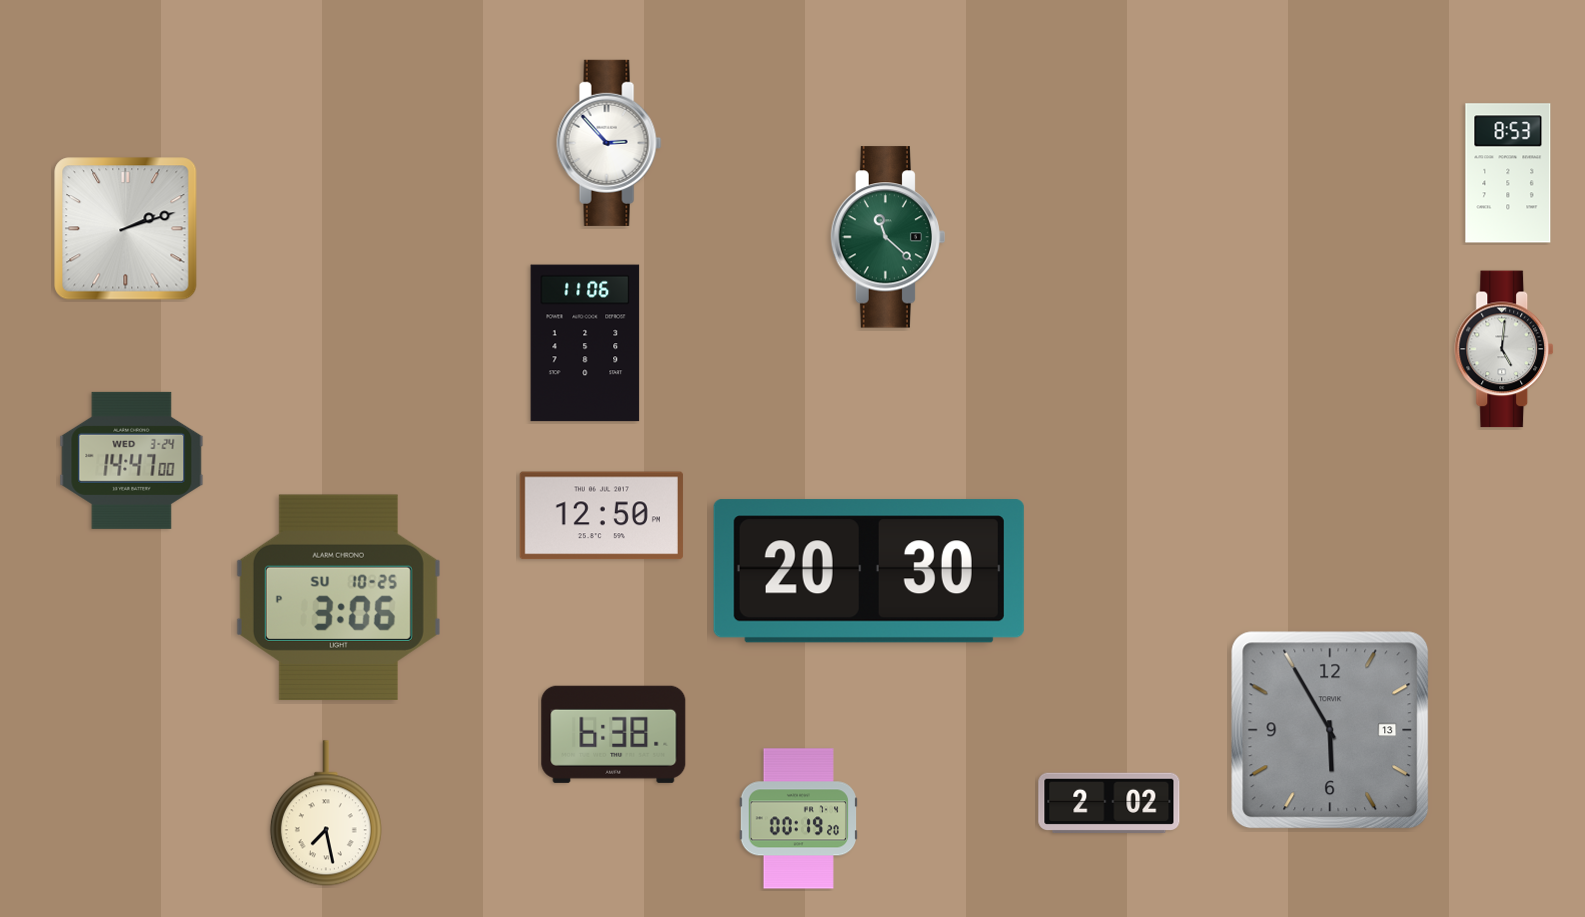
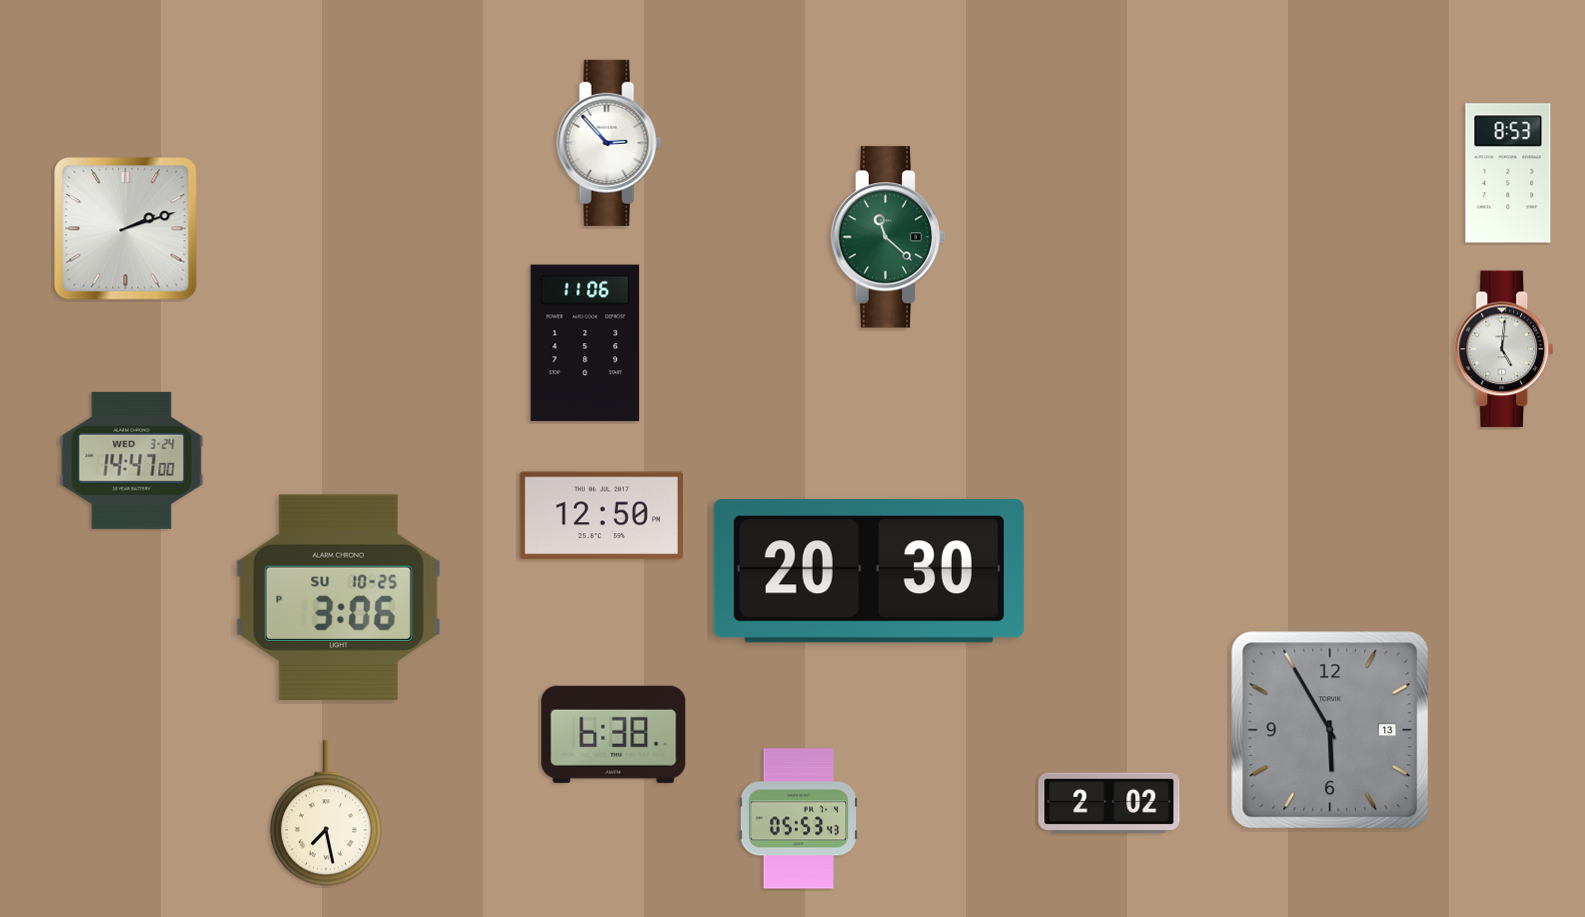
clock at (798, 819): 00:19 -> 05:53
